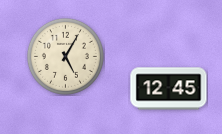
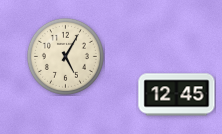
clock at (169, 89) position: (169, 89) -> (177, 95)
